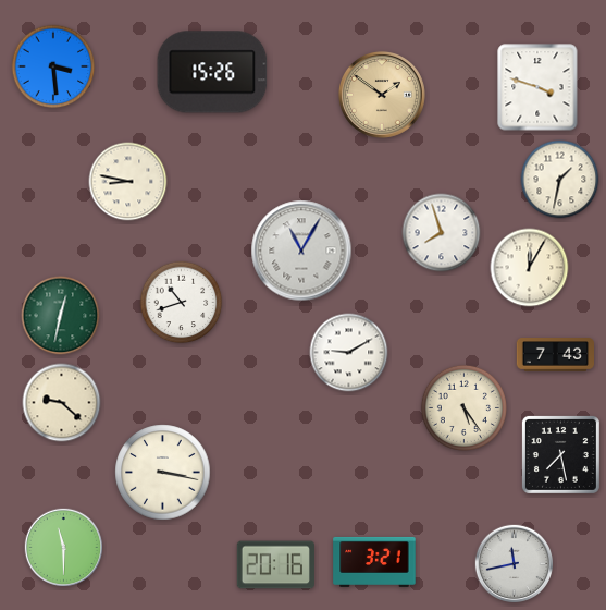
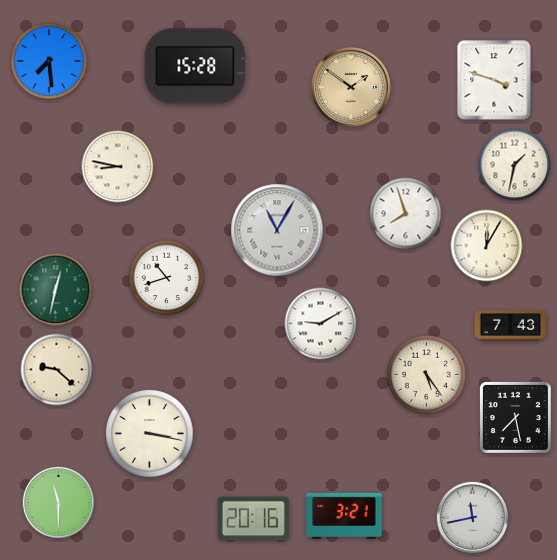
clock at (53, 66): 3:29 -> 7:29
clock at (212, 72): 15:26 -> 15:28
